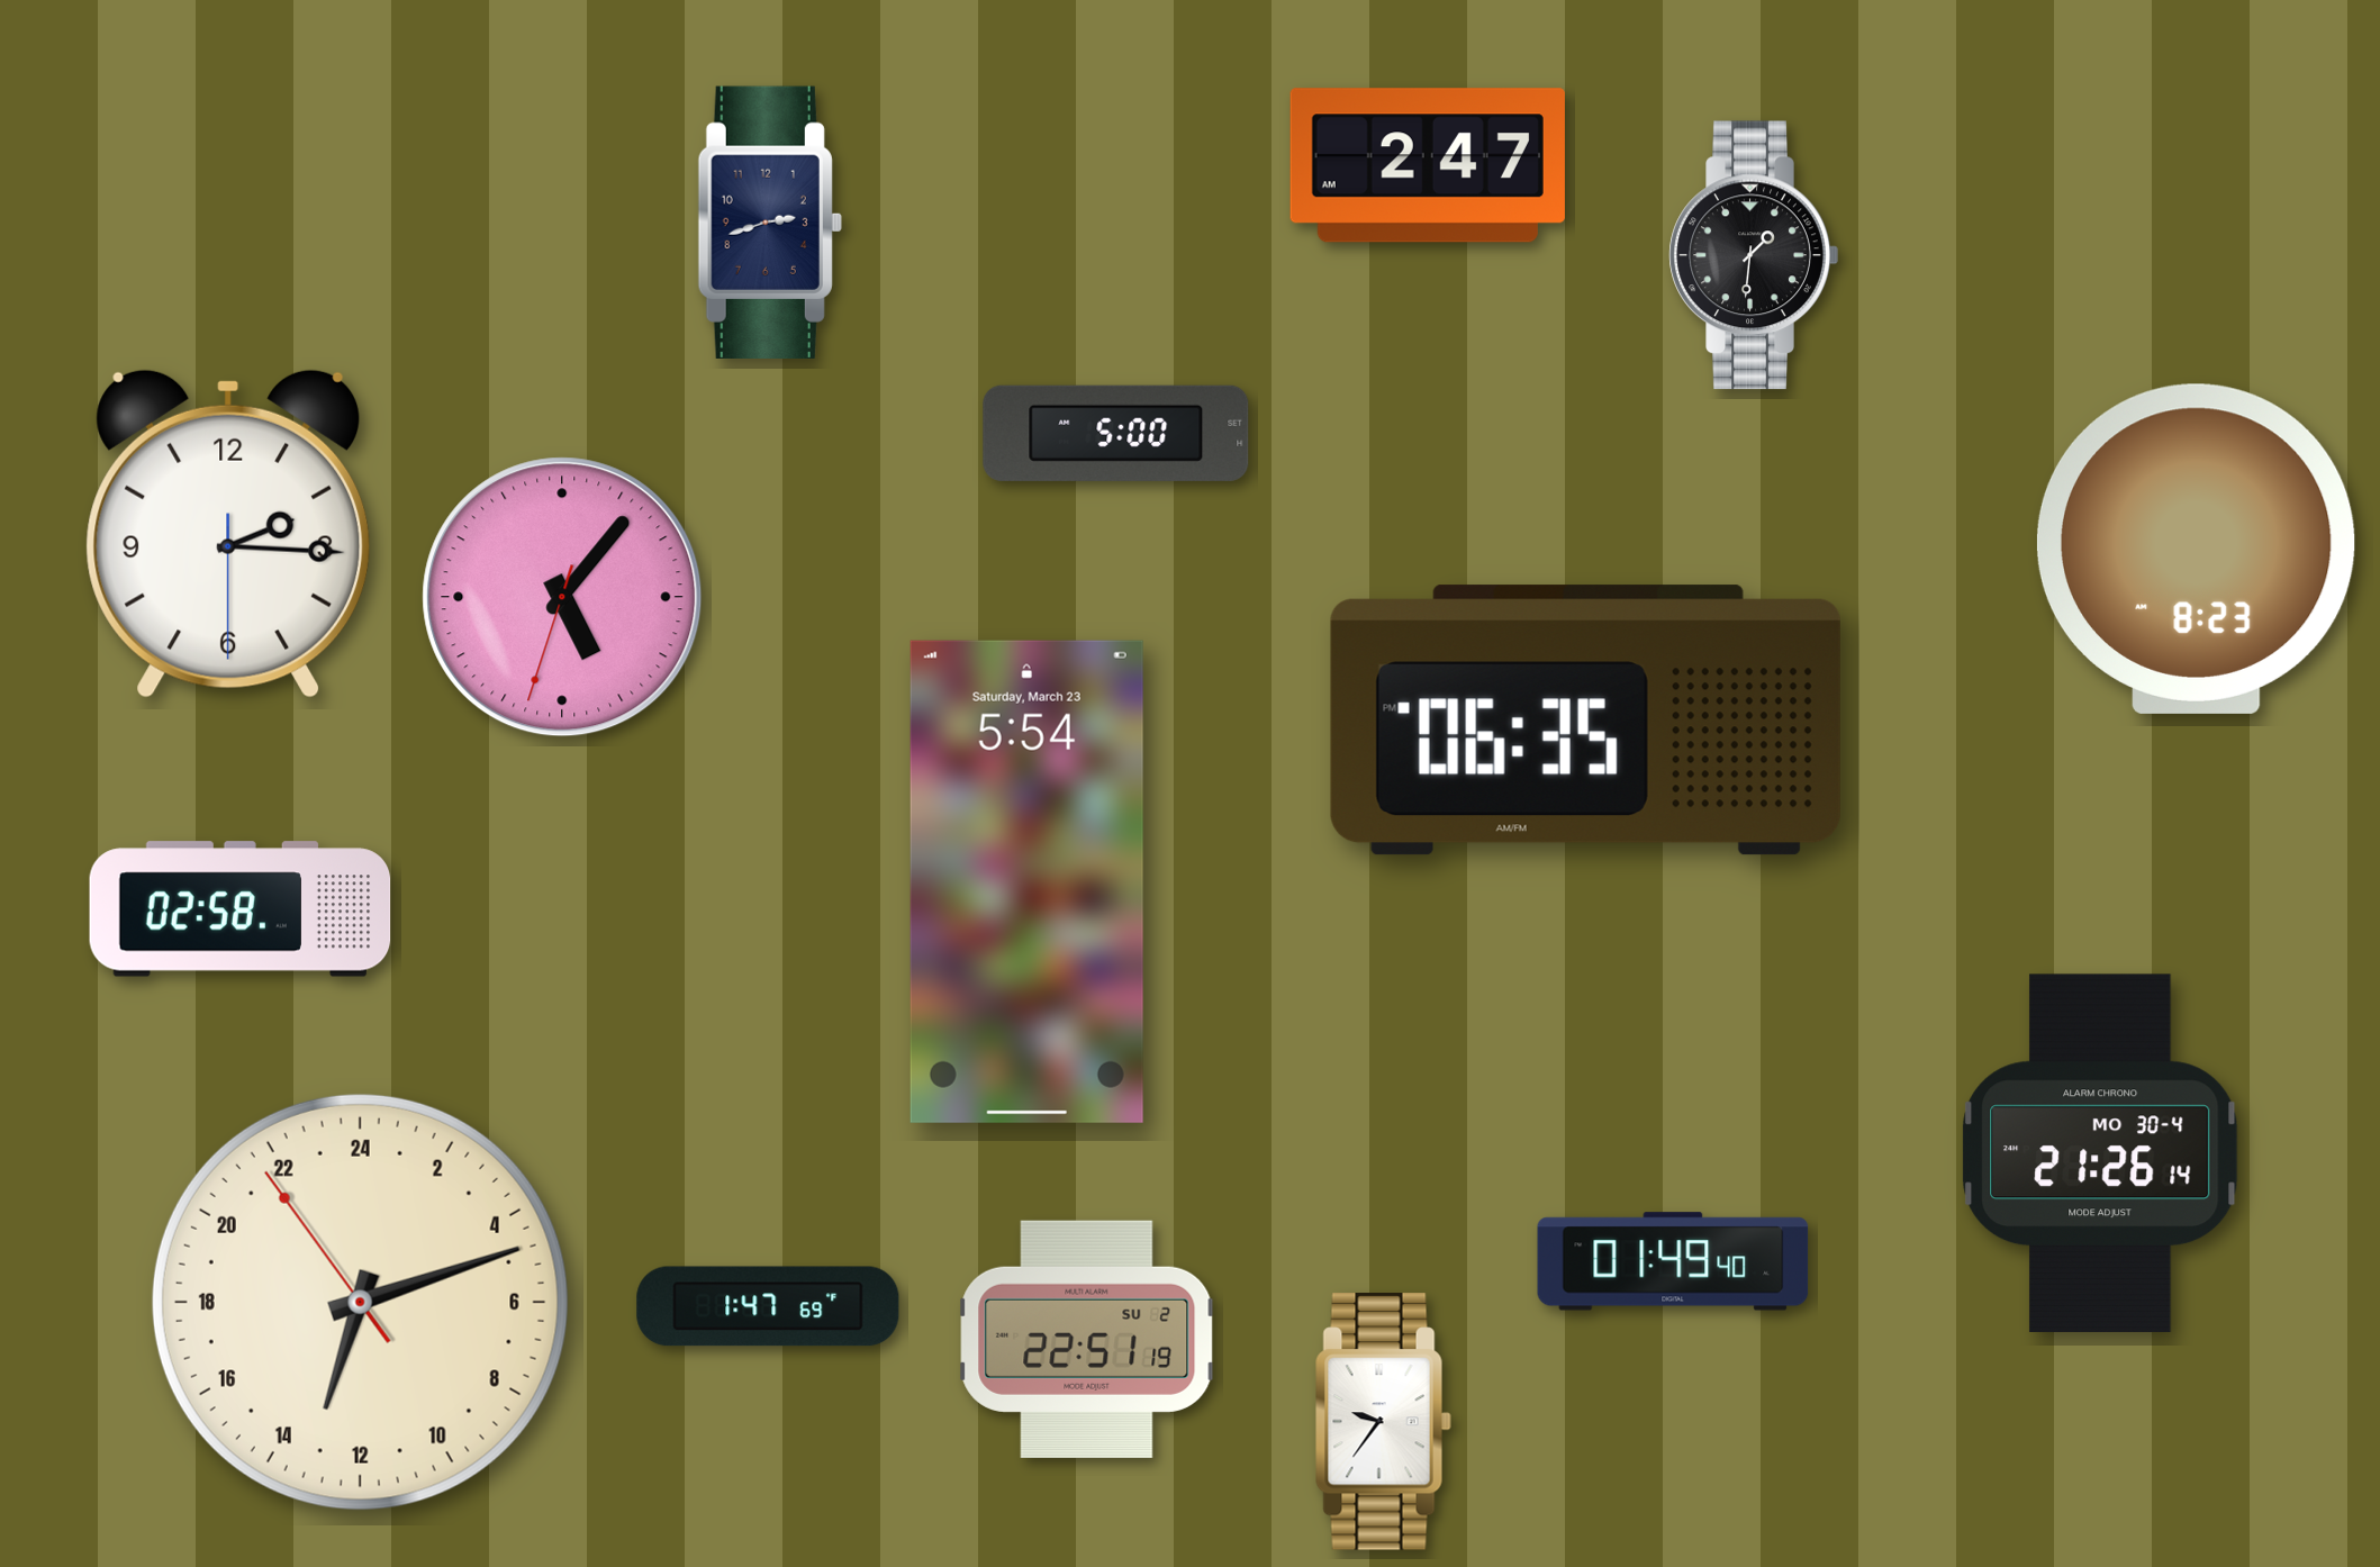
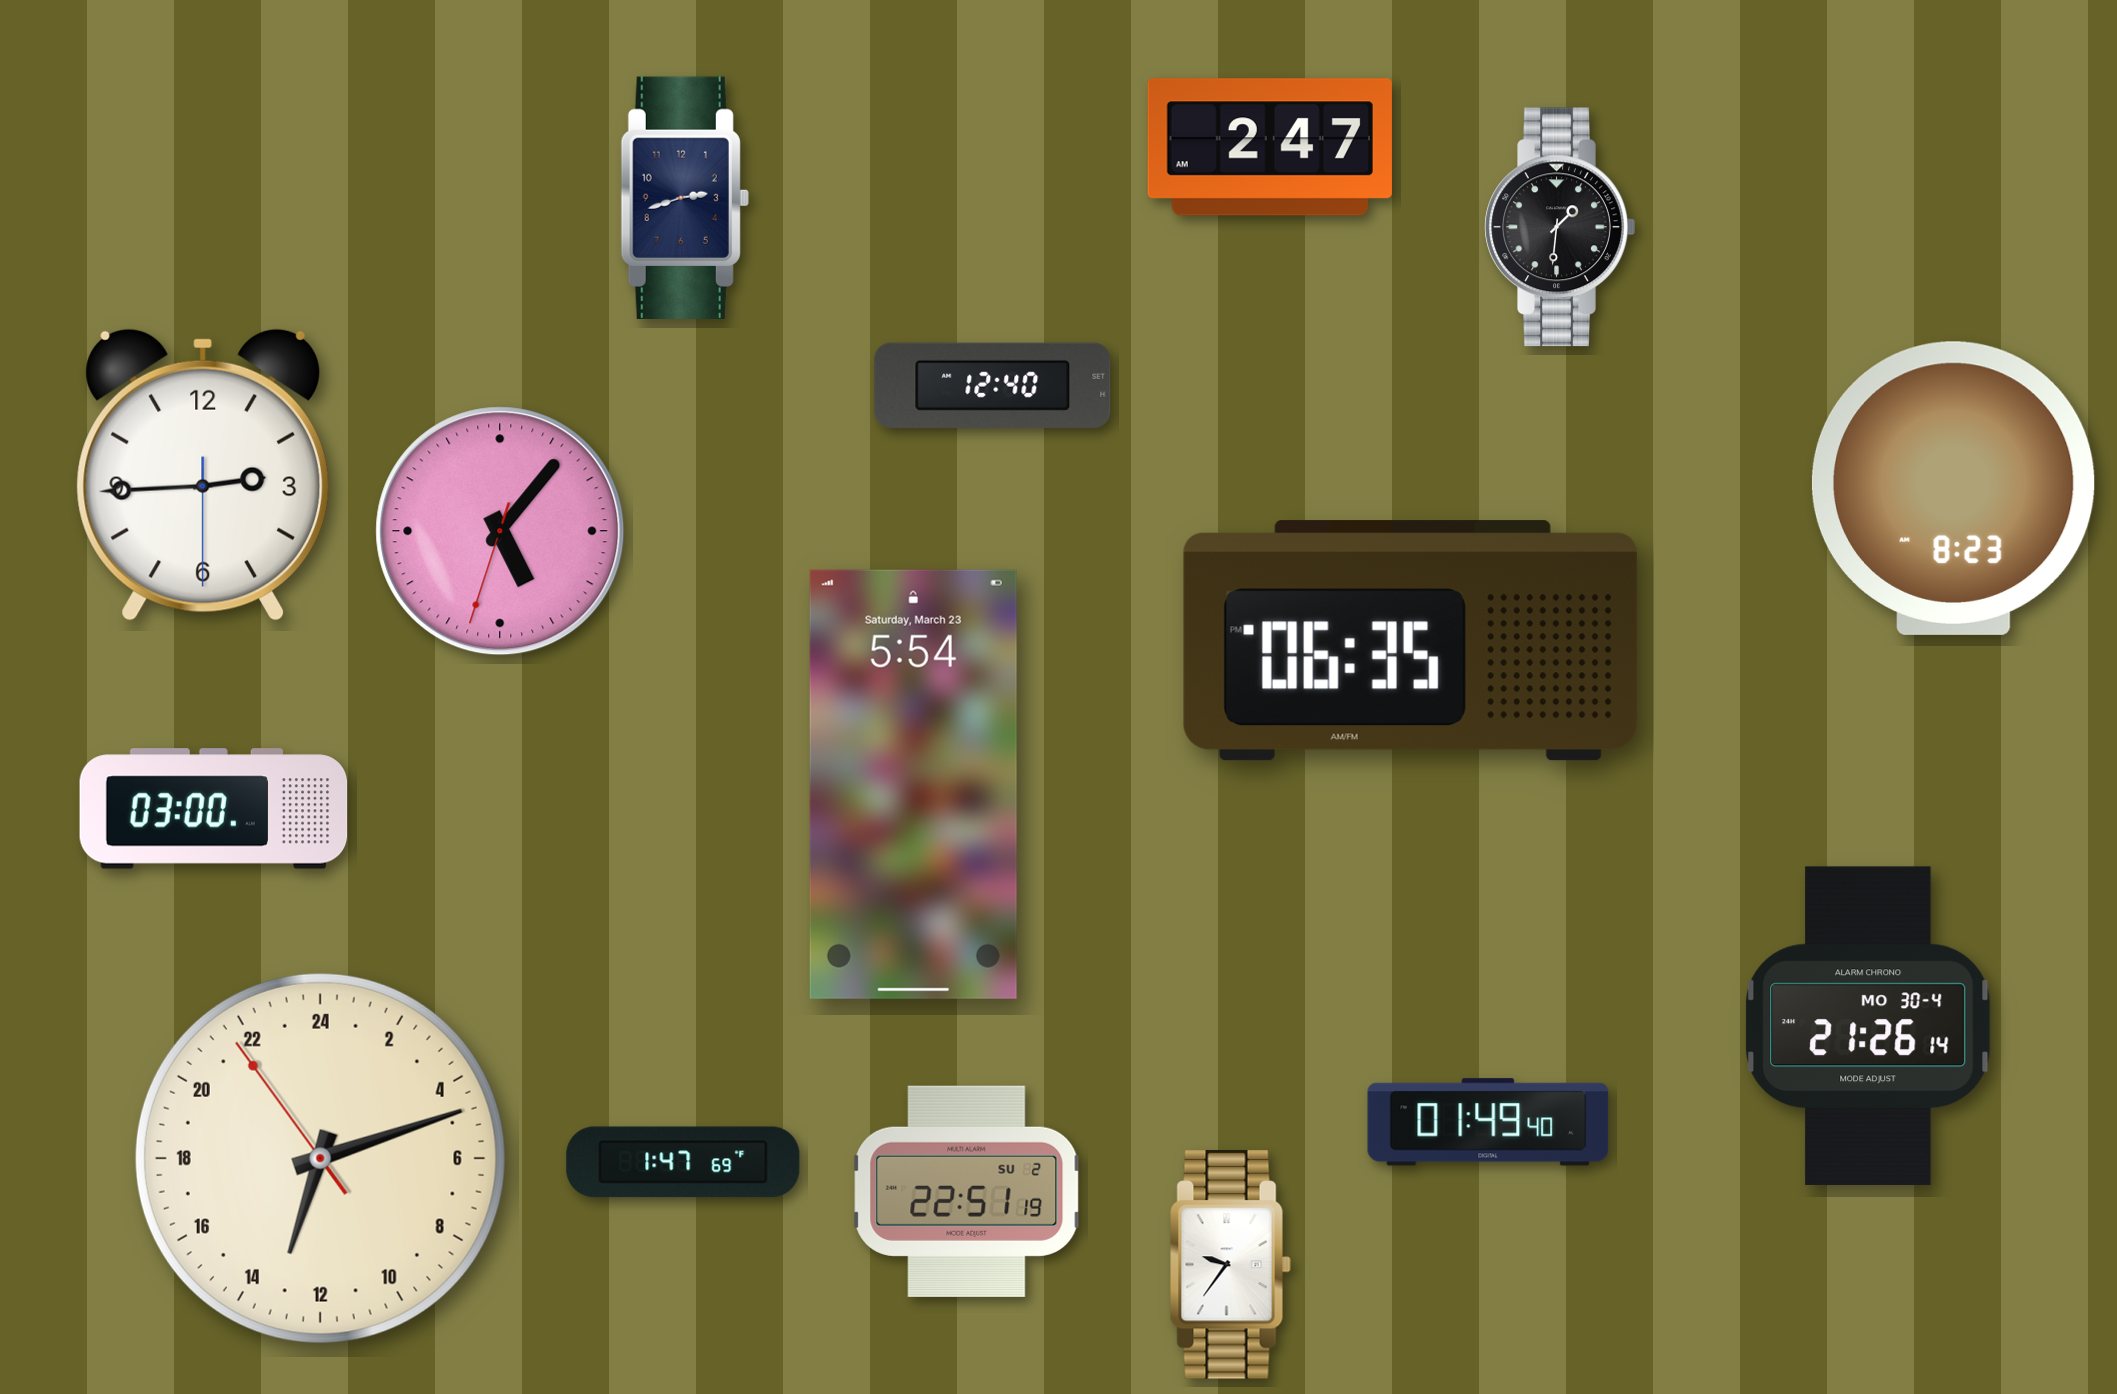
clock at (1116, 433): 5:00 -> 12:40
clock at (228, 534): 2:15 -> 2:44
clock at (241, 909): 02:58 -> 03:00
